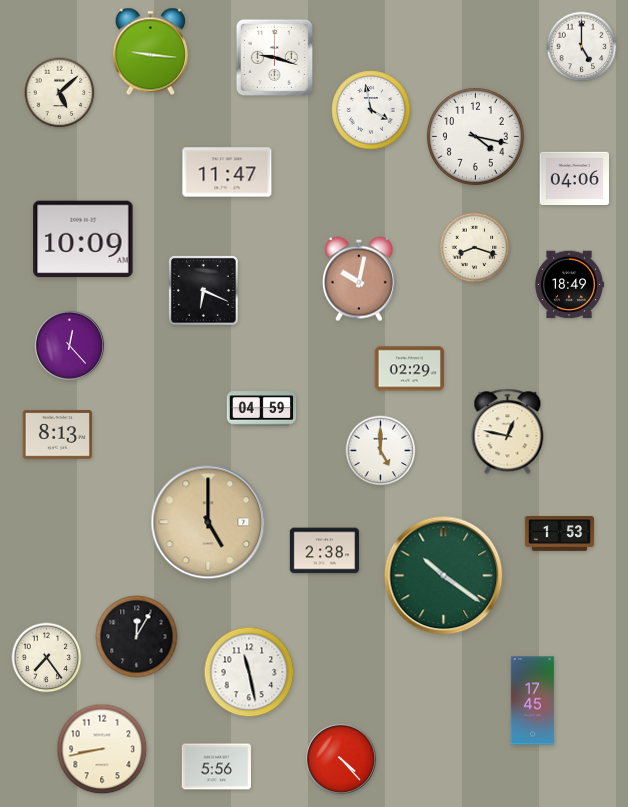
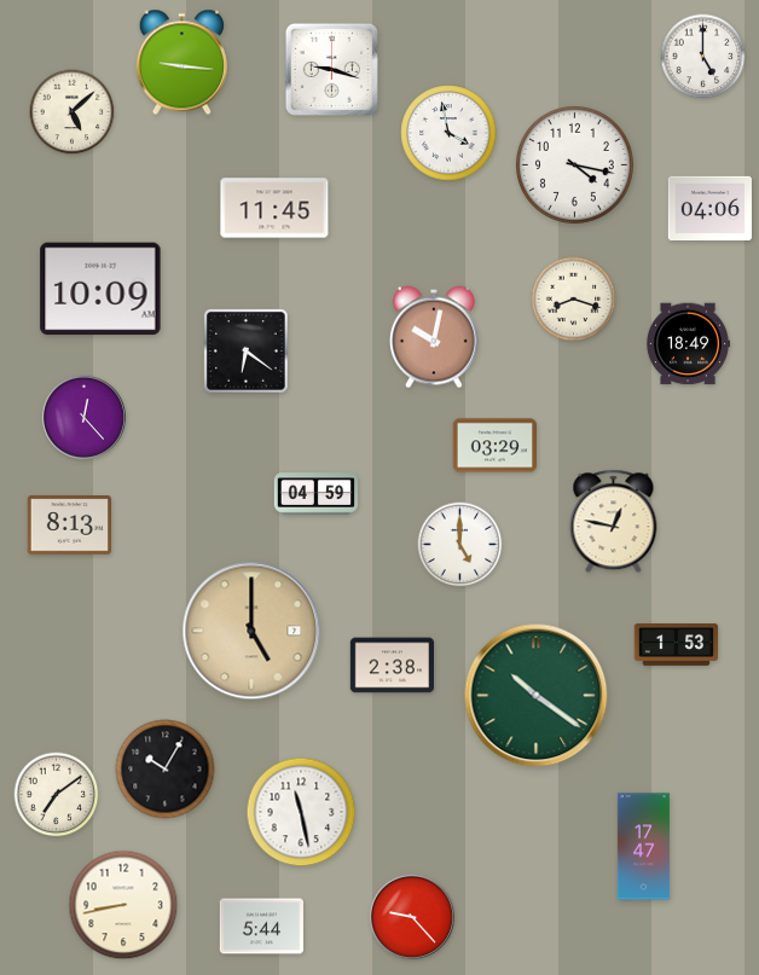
clock at (227, 172): 11:47 -> 11:45
clock at (574, 178) position: (574, 178) -> (709, 208)
clock at (204, 291): 6:19 -> 6:21
clock at (409, 369): 02:29 -> 03:29
clock at (137, 637): 12:05 -> 10:05
clock at (47, 658): 7:24 -> 7:09
clock at (532, 701): 17:45 -> 17:47
clock at (341, 759): 4:23 -> 9:23
clock at (216, 767): 5:56 -> 5:44
